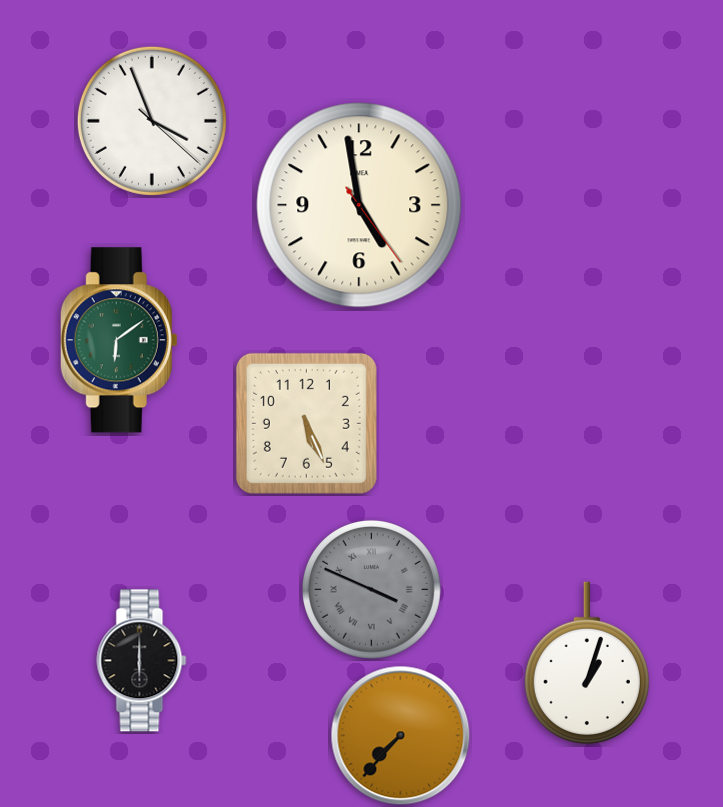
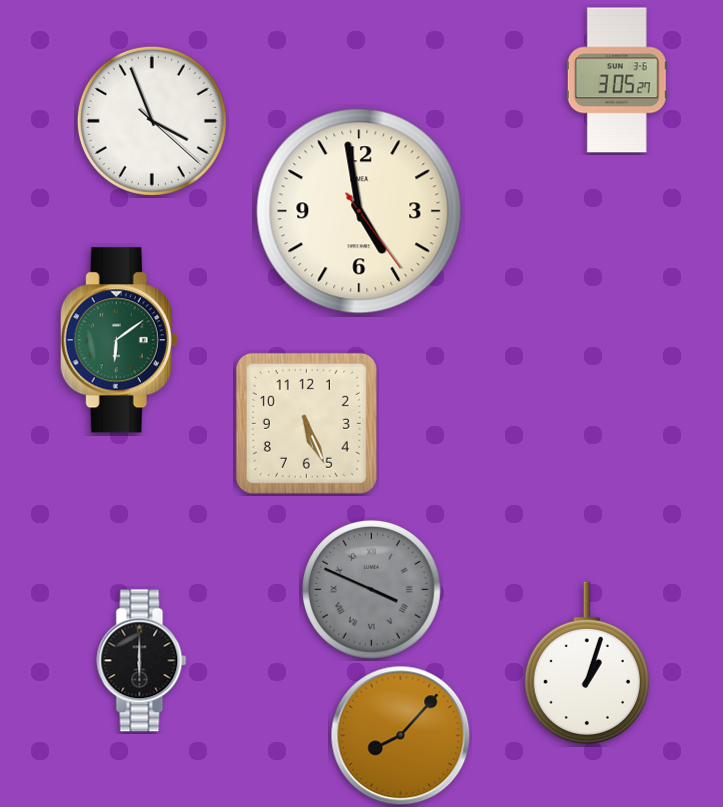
clock at (617, 80): none -> 3:05
clock at (359, 205) position: (359, 205) -> (359, 211)
clock at (401, 736): 7:37 -> 8:07
